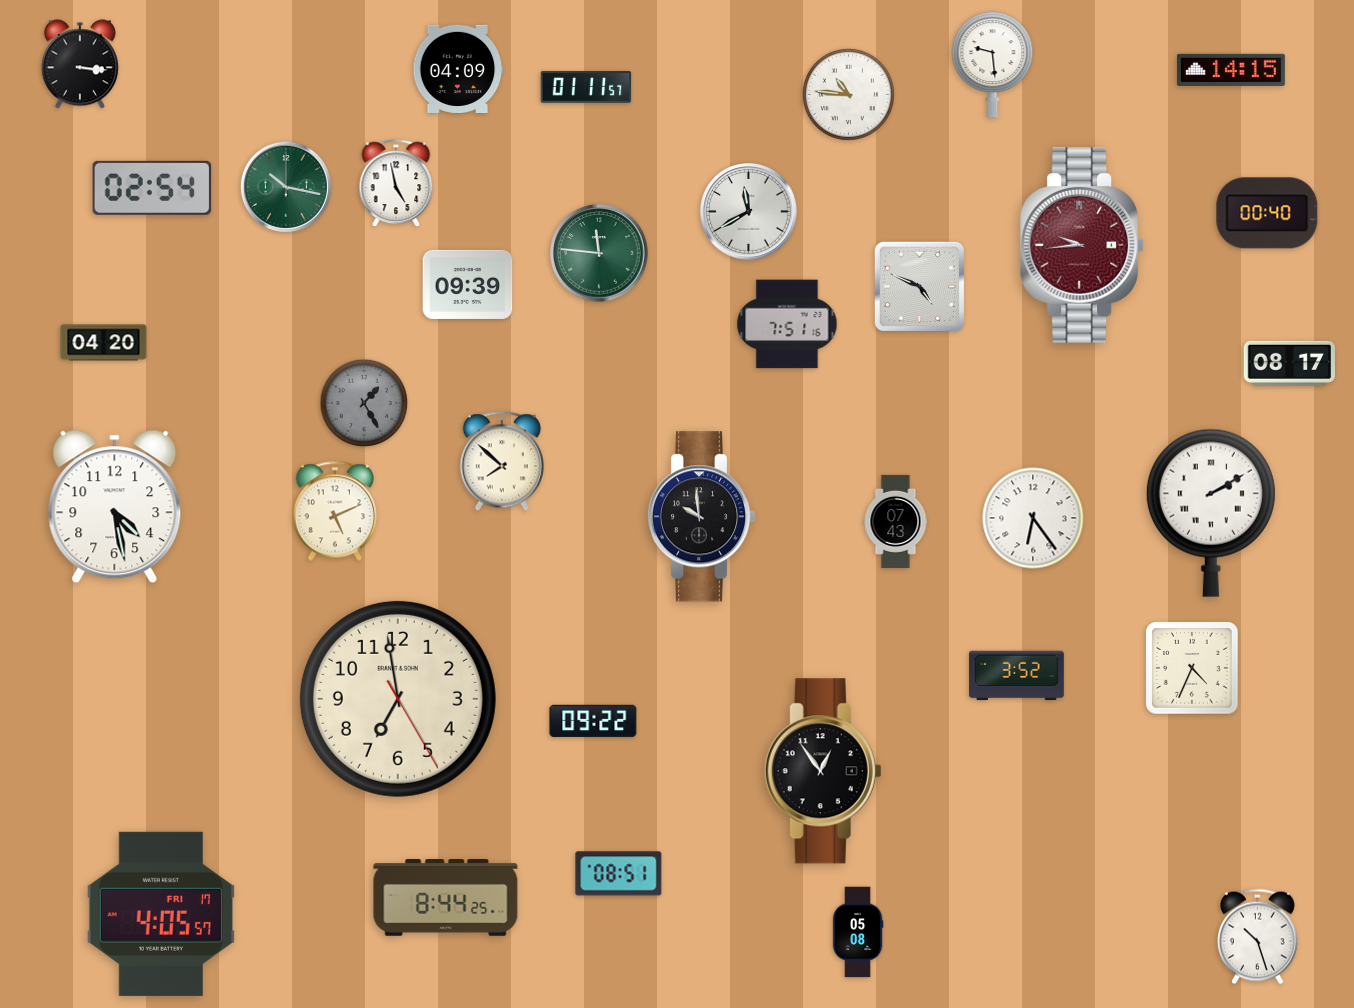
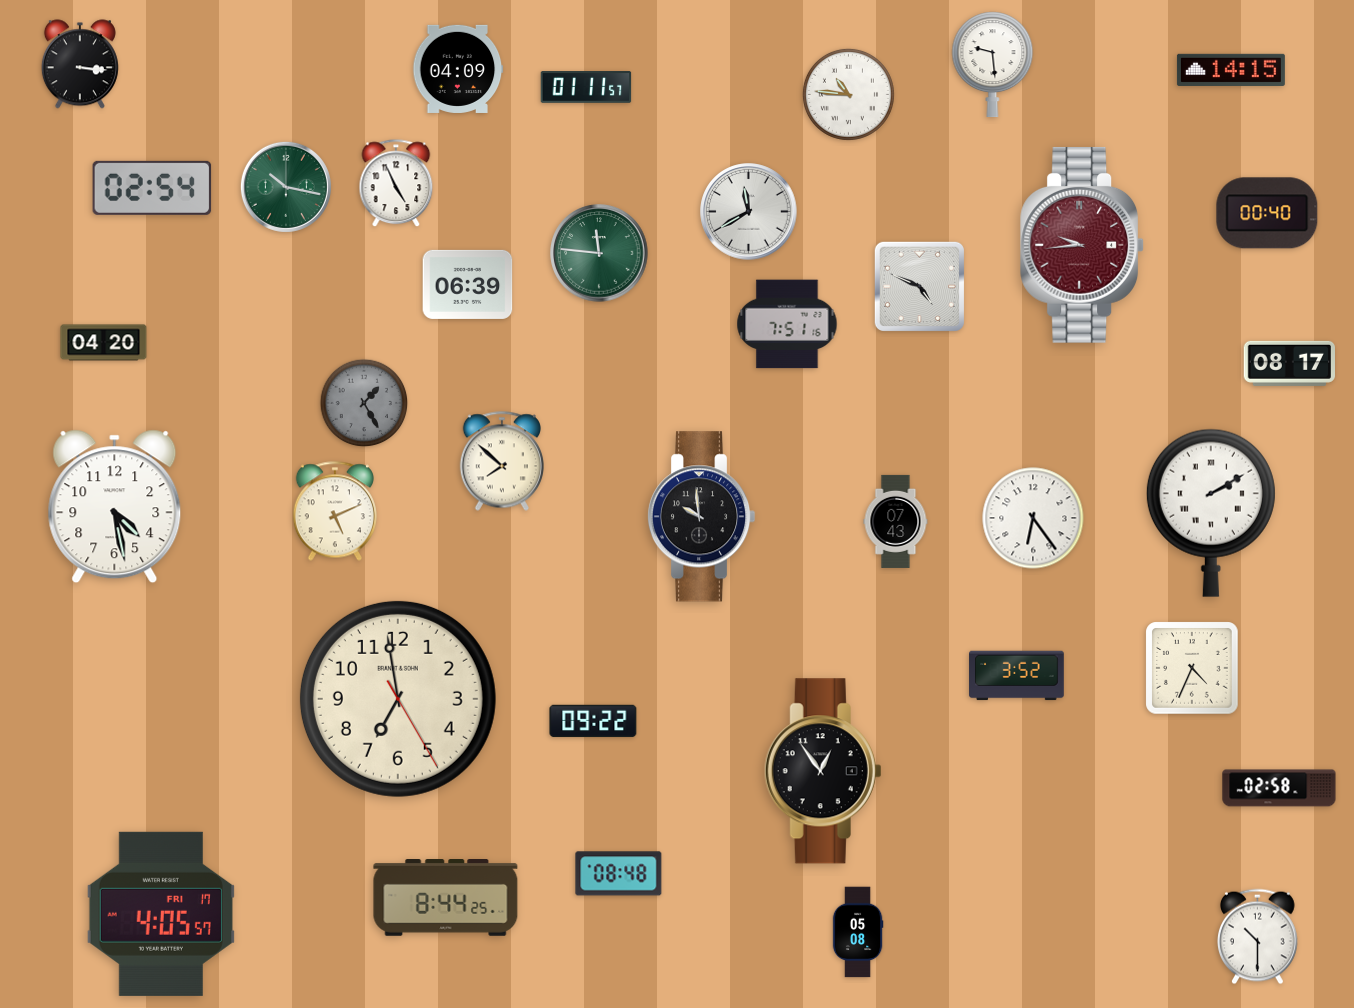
clock at (396, 184): 4:58 -> 4:56
clock at (468, 284): 09:39 -> 06:39
clock at (1279, 788): none -> 02:58
clock at (619, 874): 08:51 -> 08:48
clock at (1258, 937): 10:27 -> 10:30
